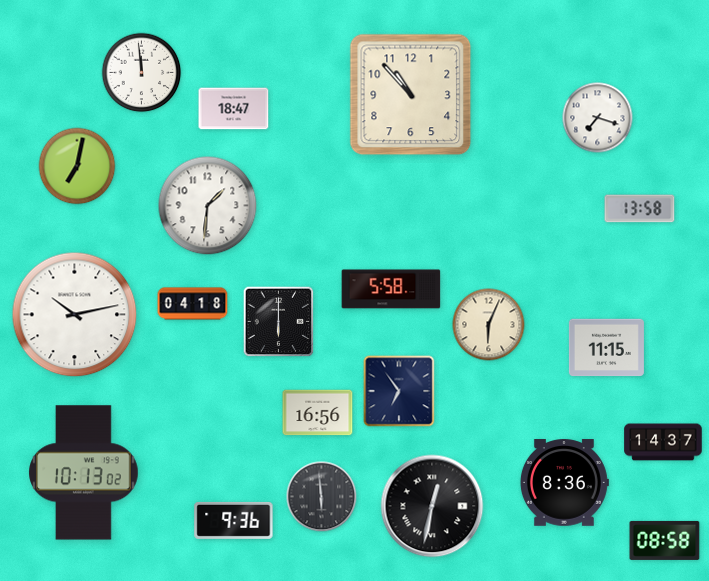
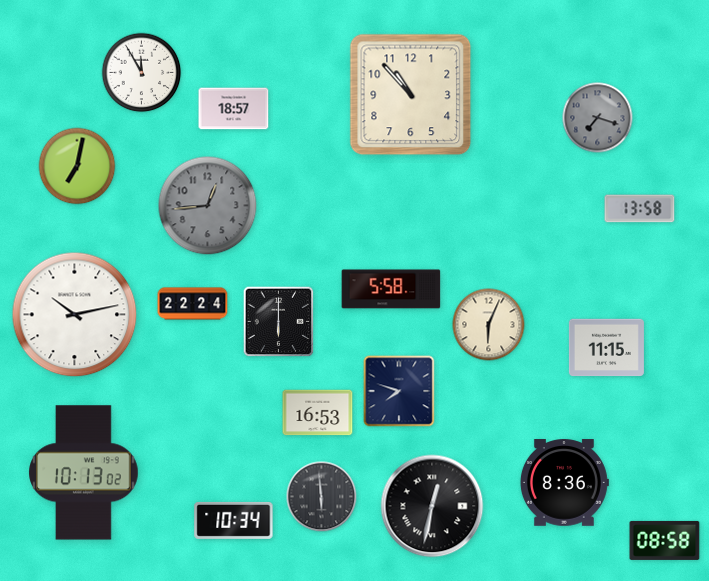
clock at (142, 73): 11:59 -> 11:55
clock at (234, 109): 18:47 -> 18:57
clock at (598, 118) dial: white -> grey
clock at (208, 206): 1:31 -> 12:44
clock at (208, 206) dial: white -> grey
clock at (193, 304): 04:18 -> 22:24
clock at (399, 391): 6:54 -> 7:48
clock at (318, 413): 16:56 -> 16:53
clock at (663, 442): 14:37 -> none
clock at (234, 520): 9:36 -> 10:34
